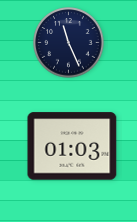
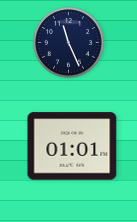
clock at (72, 146): 01:03 -> 01:01
